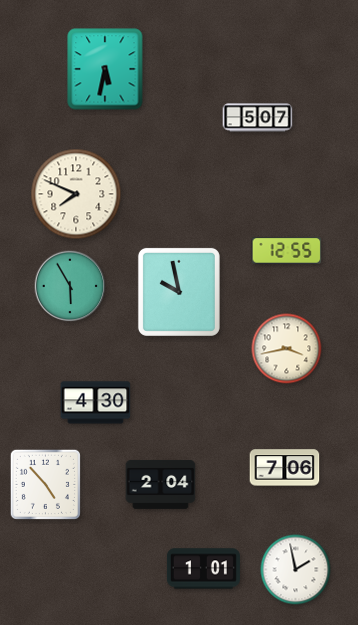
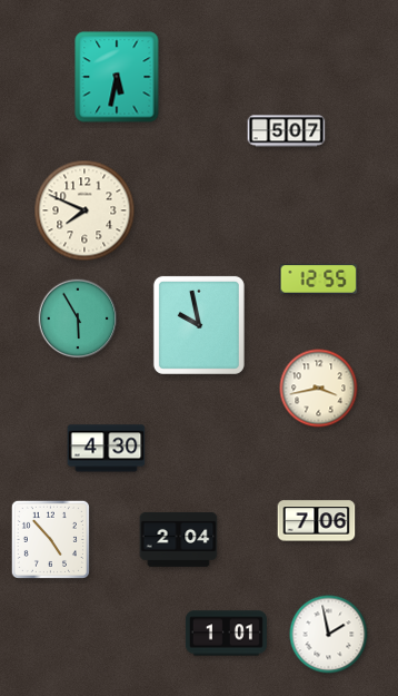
clock at (76, 194) position: (76, 194) -> (84, 210)
